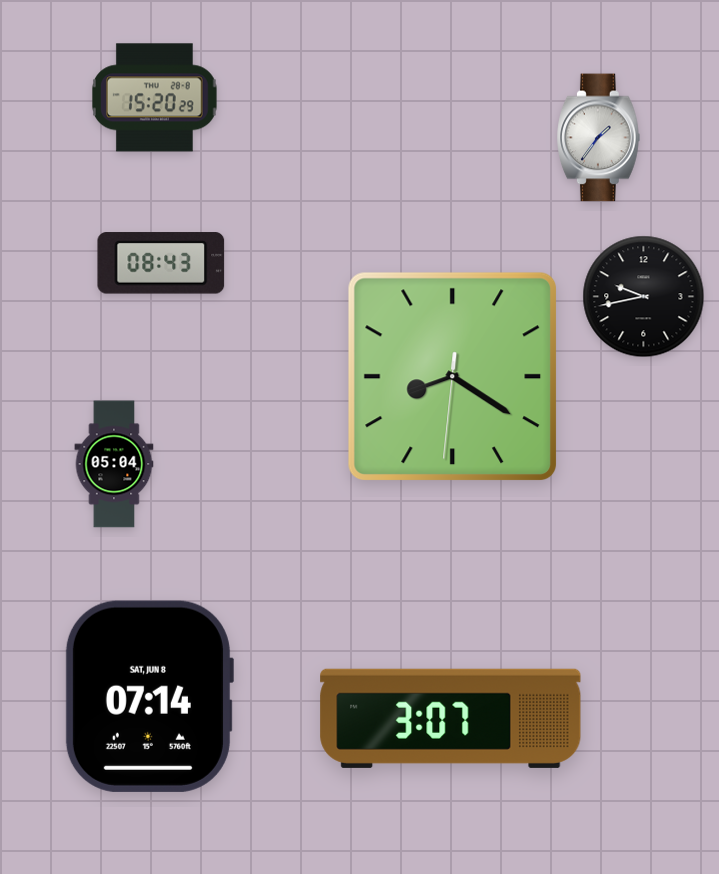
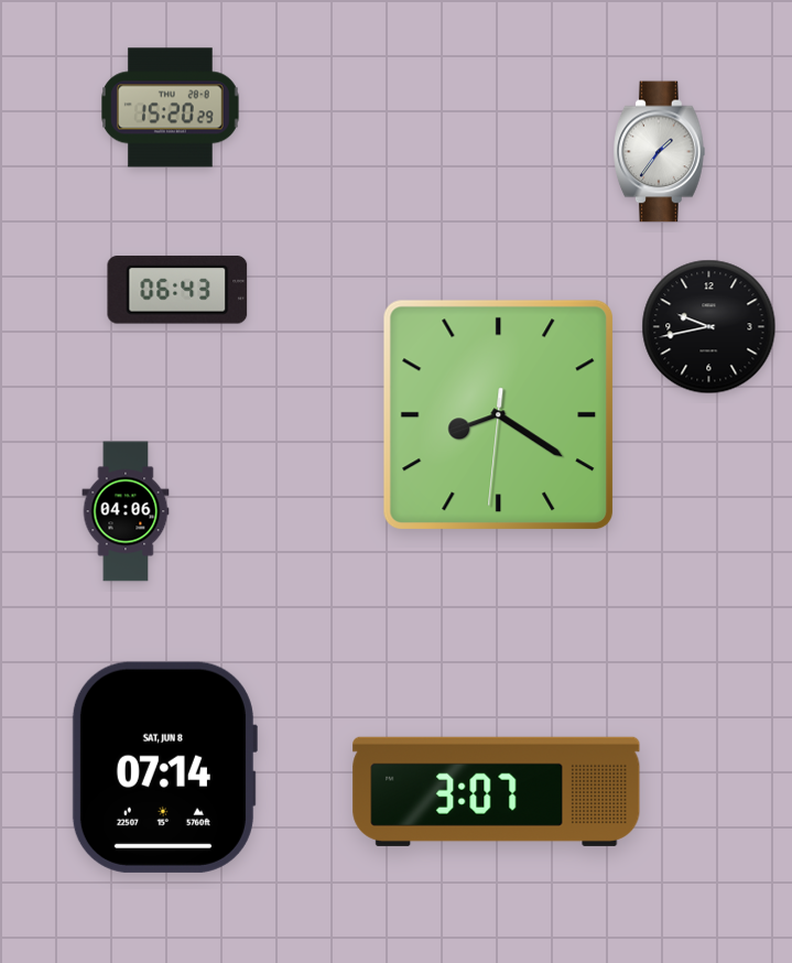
clock at (161, 263): 08:43 -> 06:43
clock at (114, 464): 05:04 -> 04:06
